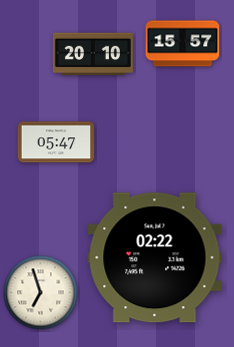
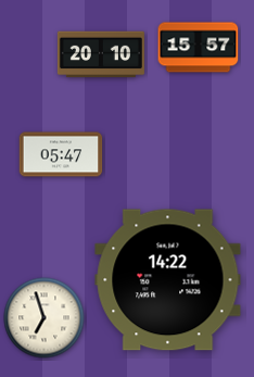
clock at (93, 54) position: (93, 54) -> (101, 54)
clock at (155, 258): 02:22 -> 14:22
